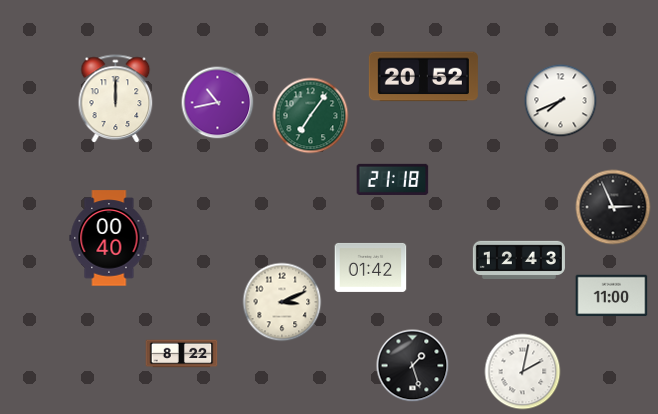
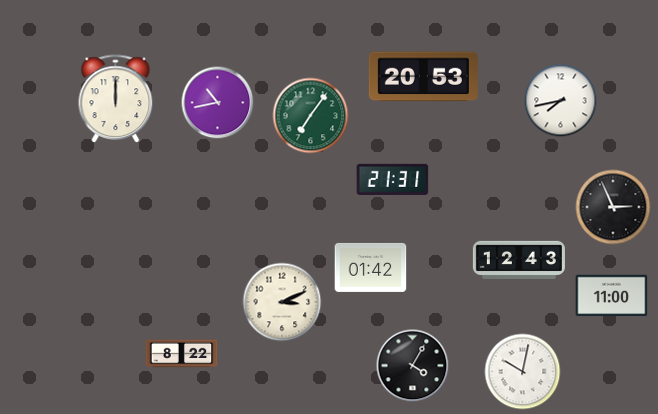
clock at (423, 77): 20:52 -> 20:53
clock at (561, 101): 7:41 -> 7:43
clock at (393, 179): 21:18 -> 21:31
clock at (109, 238): 00:40 -> none
clock at (413, 366): 1:27 -> 4:05
clock at (523, 372): 2:02 -> 10:02
